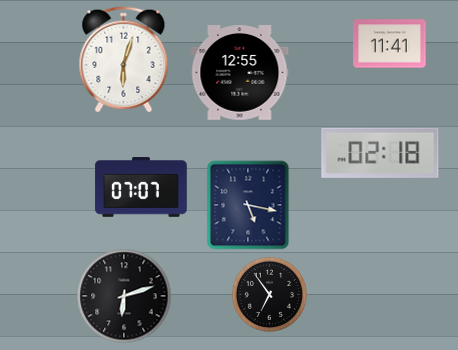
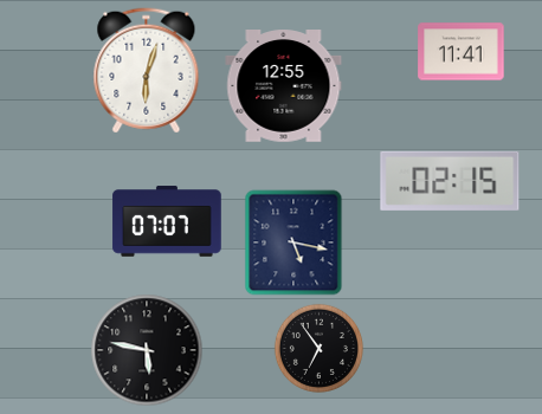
clock at (380, 153): 02:18 -> 02:15
clock at (124, 296): 6:12 -> 5:47
